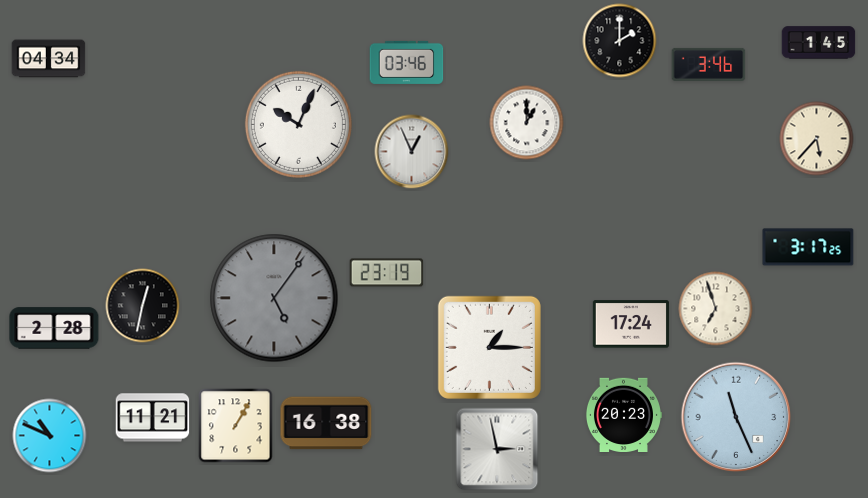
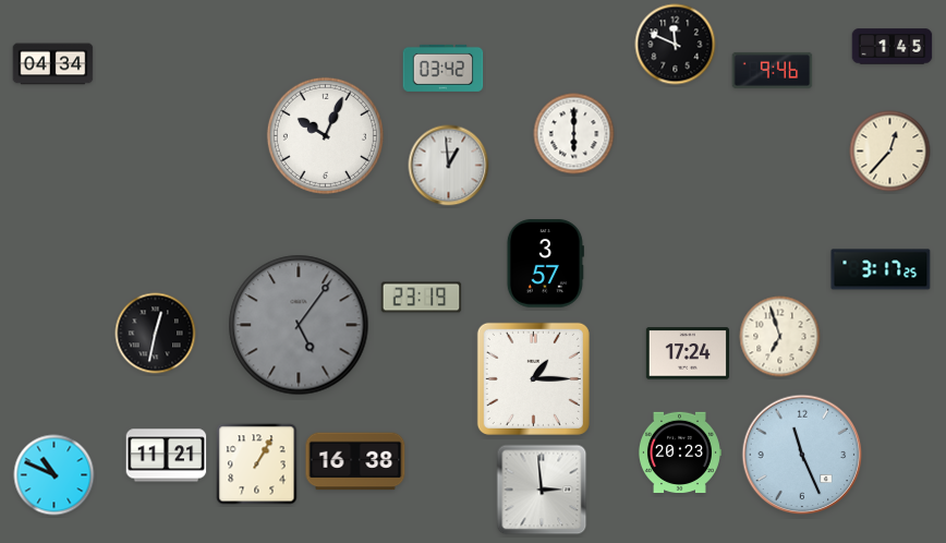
clock at (620, 41): 2:00 -> 11:49
clock at (407, 62): 03:46 -> 03:42
clock at (709, 64): 3:46 -> 9:46
clock at (527, 123): 1:00 -> 6:00
clock at (817, 139): 5:37 -> 12:37
clock at (412, 152): 12:56 -> 12:59
clock at (545, 264): none -> 3:57
clock at (54, 328): 2:28 -> none
clock at (497, 449): 2:58 -> 2:59
